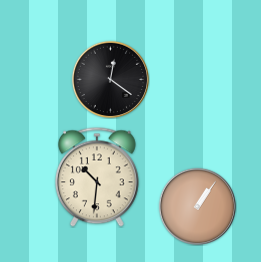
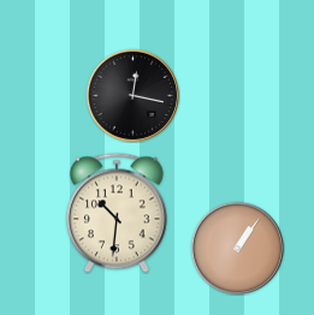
clock at (110, 79): 12:21 -> 12:17
